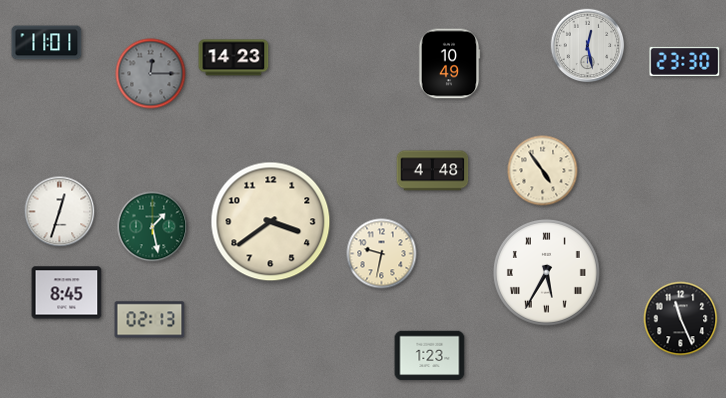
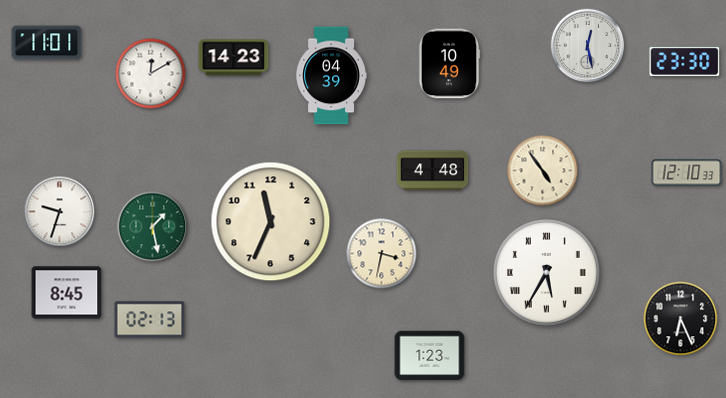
clock at (151, 74): 12:15 -> 12:10
clock at (151, 74) dial: grey -> white
clock at (331, 76): none -> 04:39
clock at (687, 173): none -> 12:10
clock at (60, 212): 12:33 -> 9:33
clock at (271, 222): 3:39 -> 11:34
clock at (382, 254): 9:32 -> 3:32
clock at (681, 319): 11:26 -> 6:26
